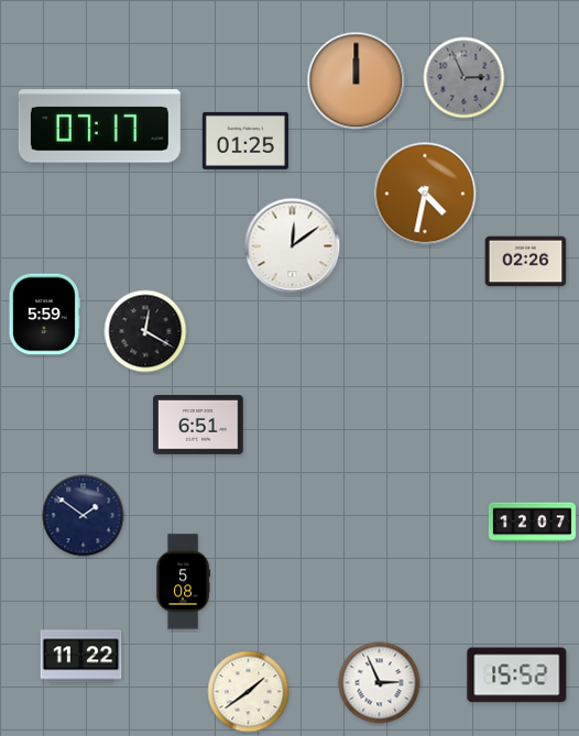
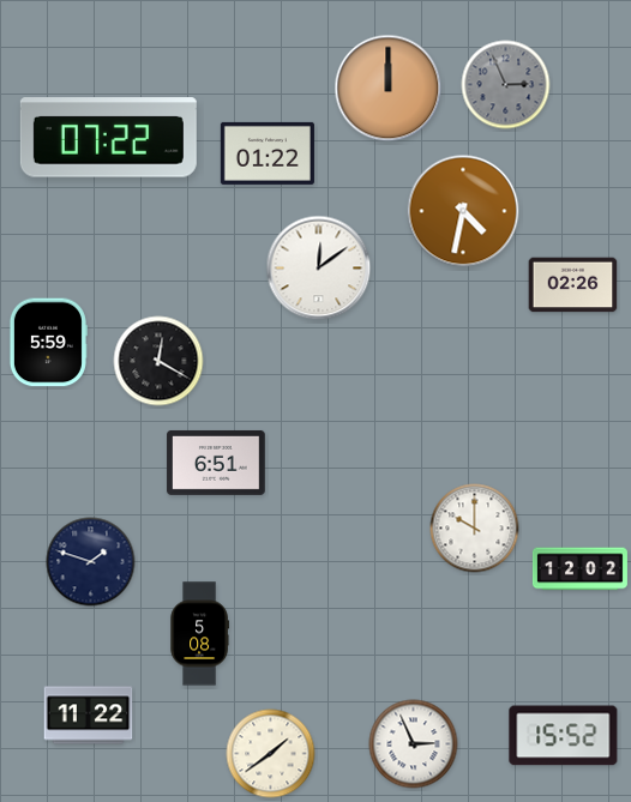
clock at (99, 127): 07:17 -> 07:22
clock at (245, 141): 01:25 -> 01:22
clock at (475, 529): none -> 10:00
clock at (84, 516): 1:51 -> 1:48
clock at (532, 523): 12:07 -> 12:02
